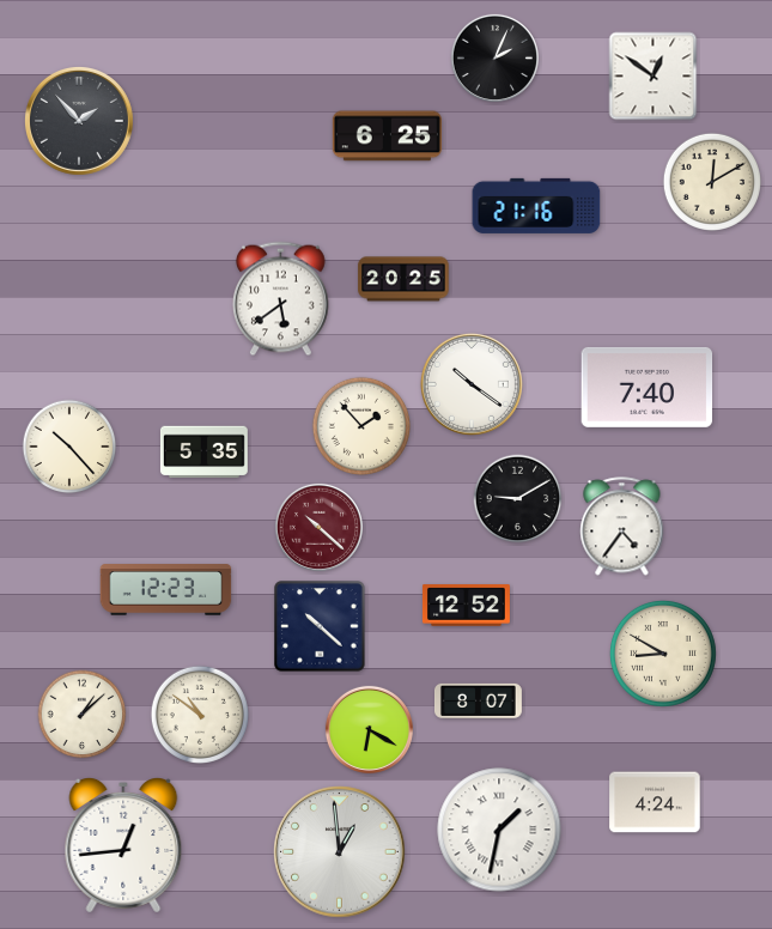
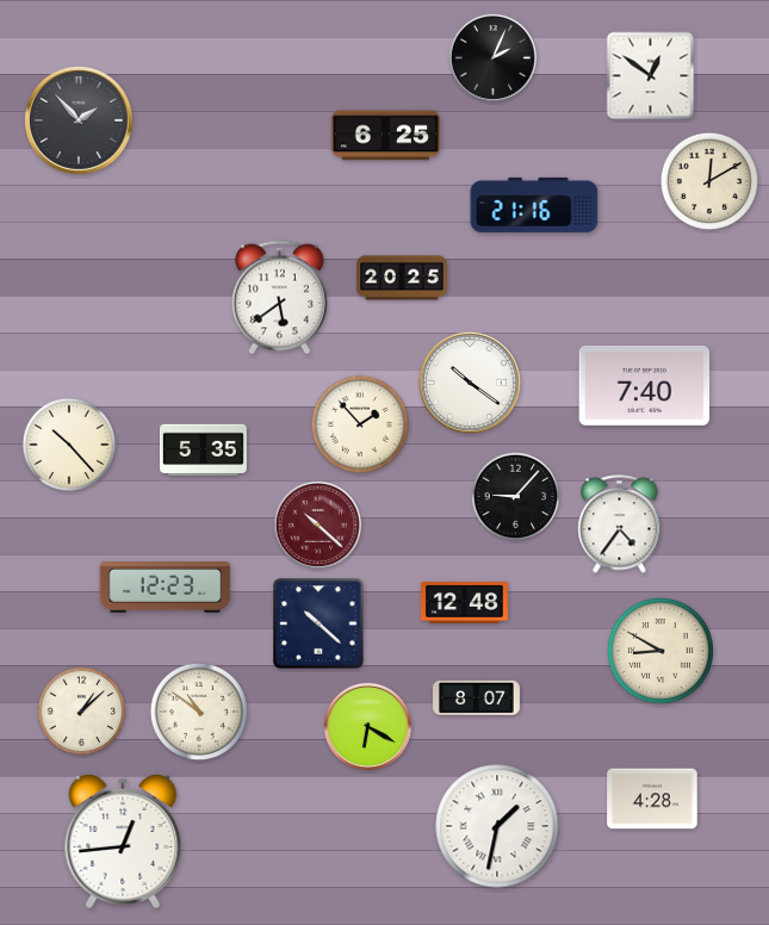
clock at (518, 499): 9:10 -> 9:07
clock at (466, 606): 12:52 -> 12:48
clock at (655, 802): 4:24 -> 4:28
clock at (340, 852): 12:59 -> none
